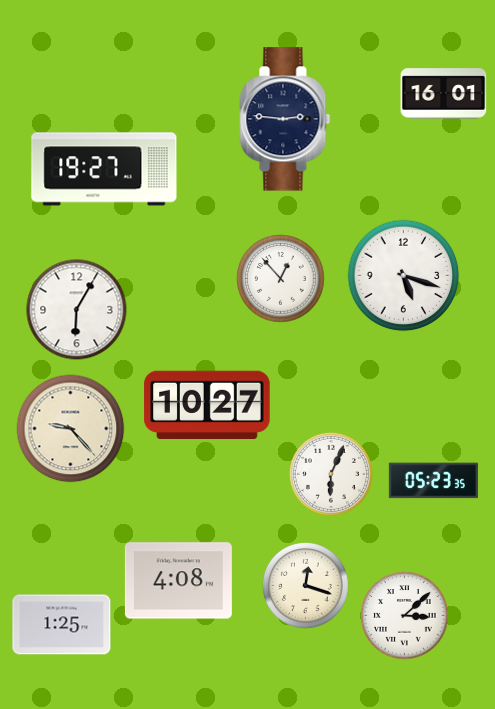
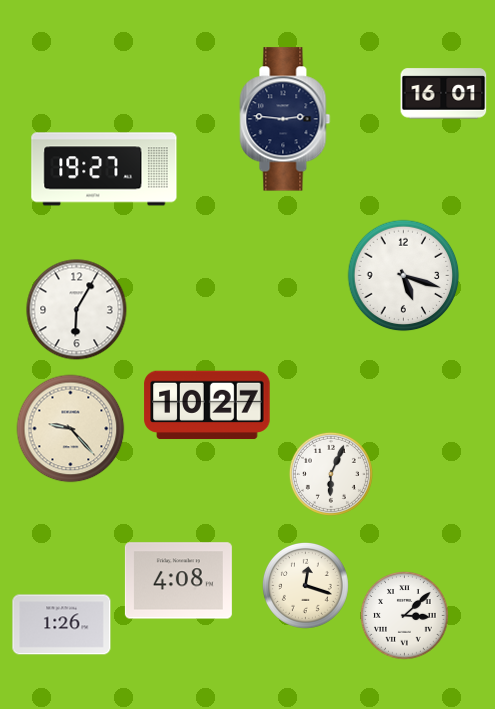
clock at (281, 279): 12:53 -> none
clock at (433, 481): 05:23 -> none
clock at (62, 625): 1:25 -> 1:26
